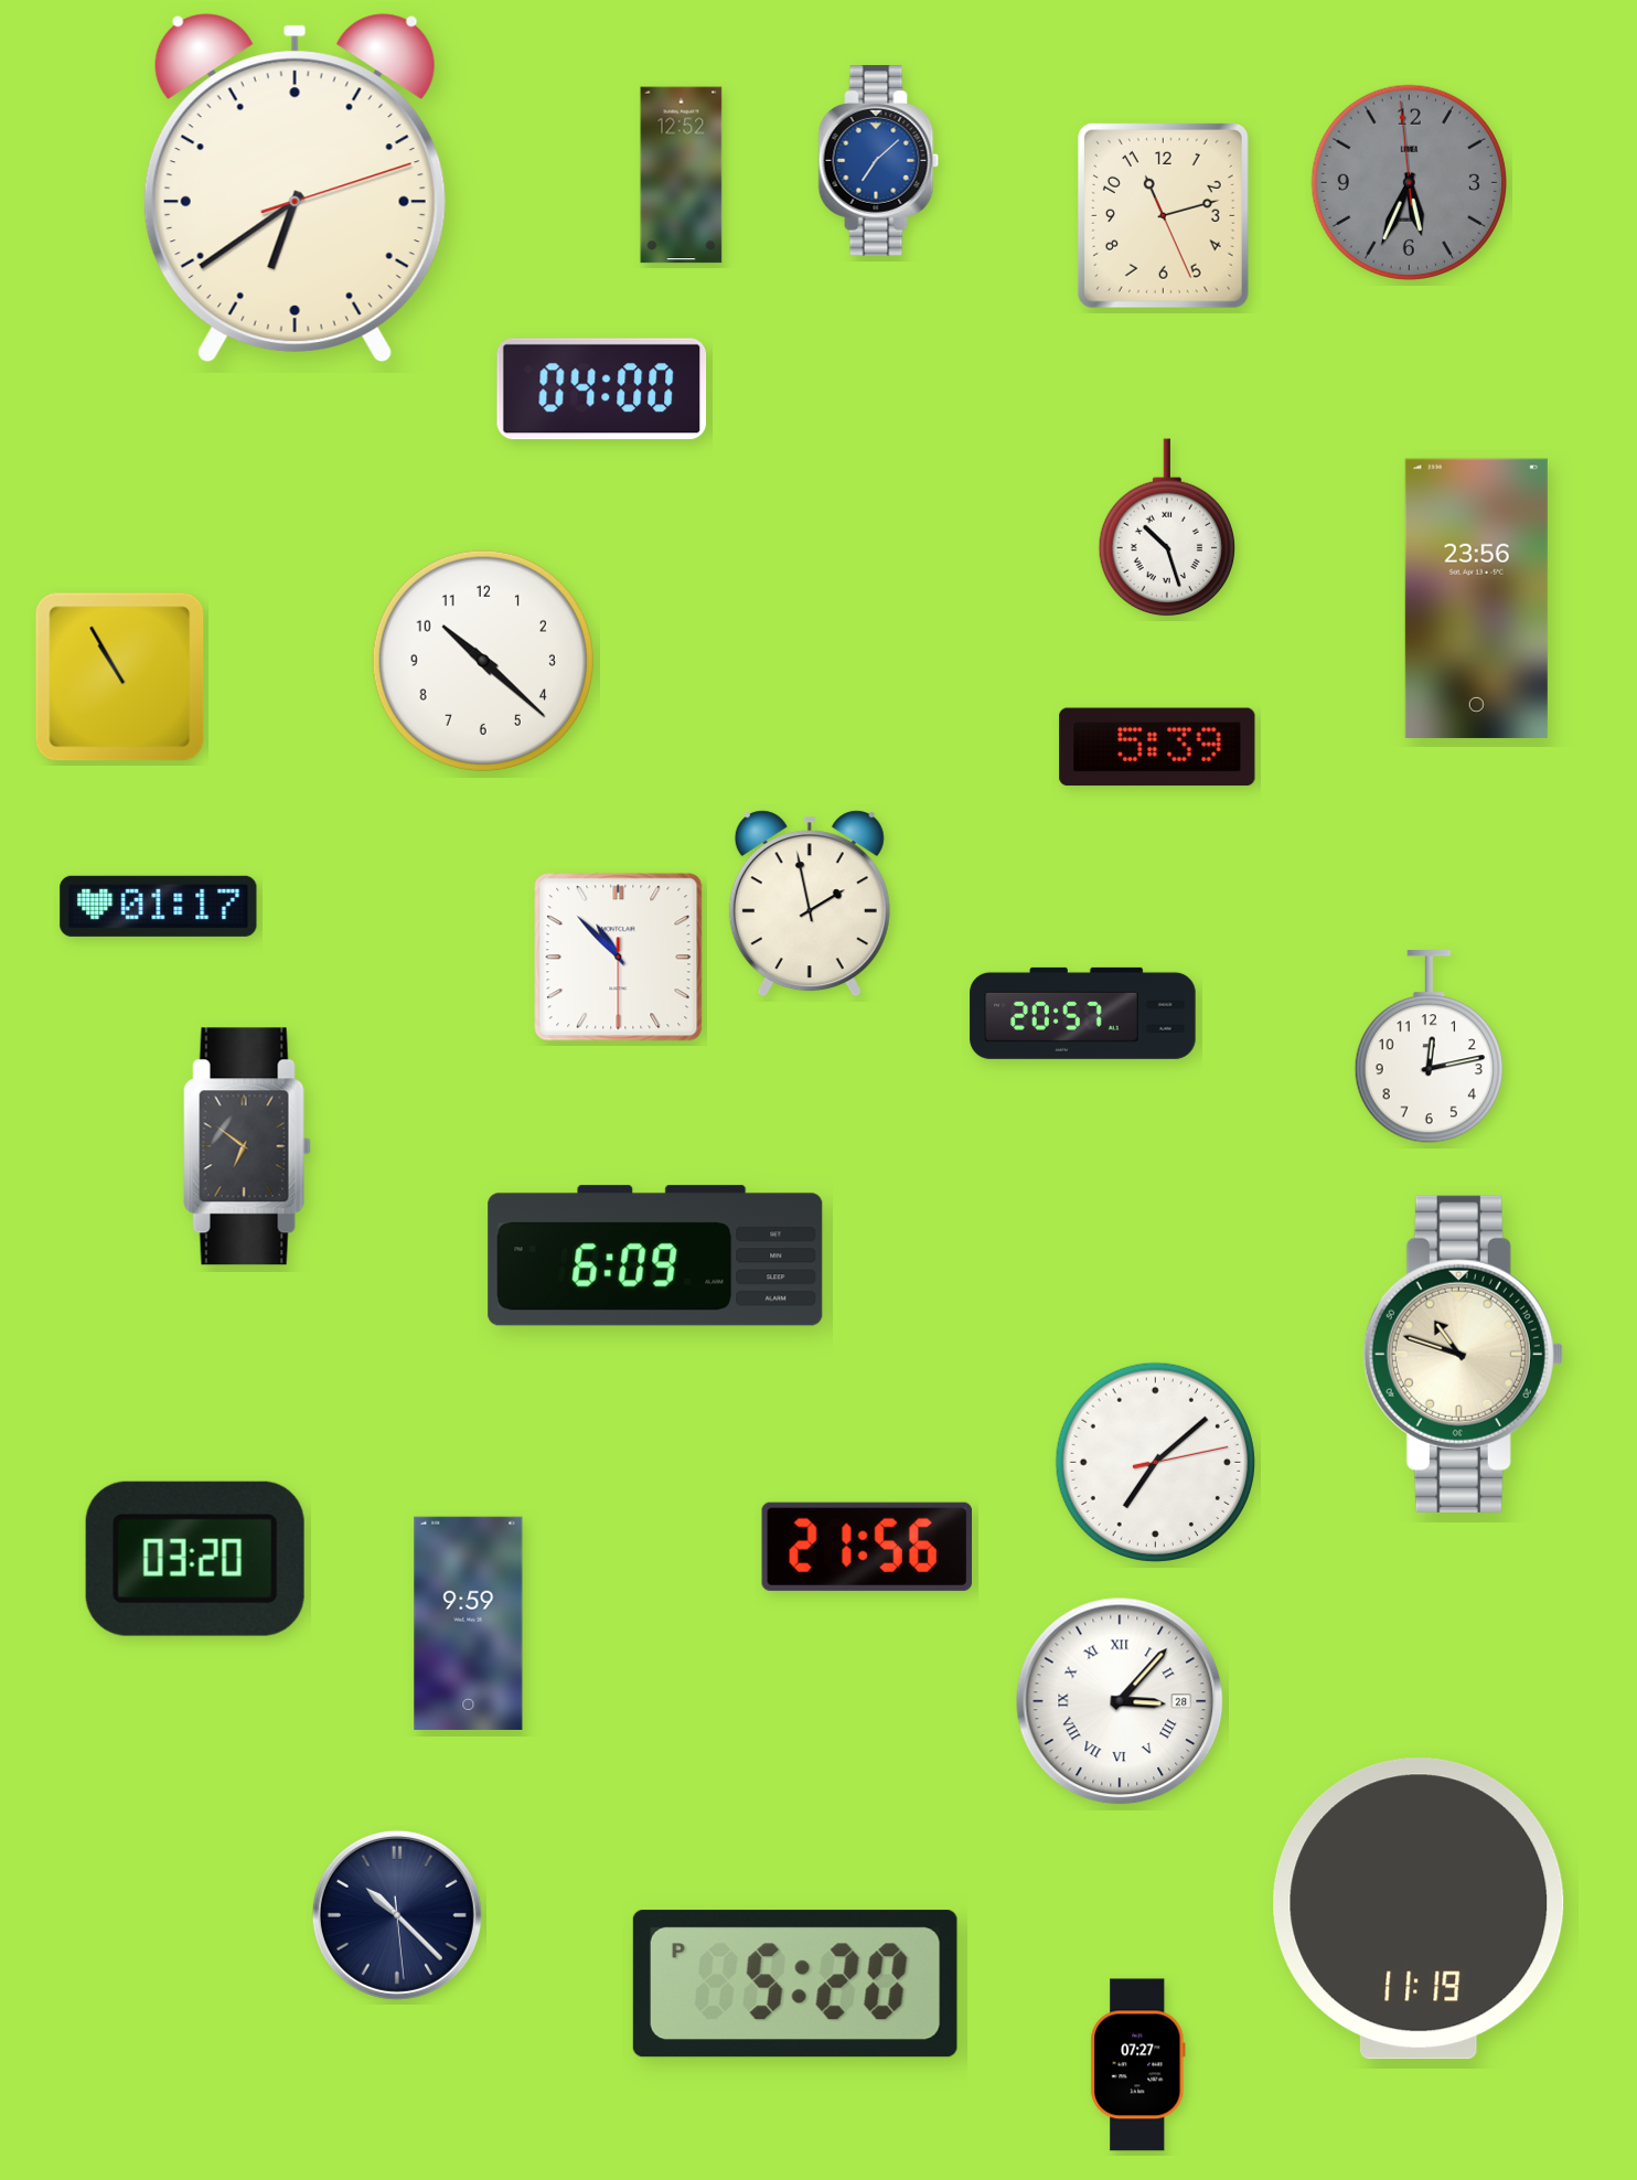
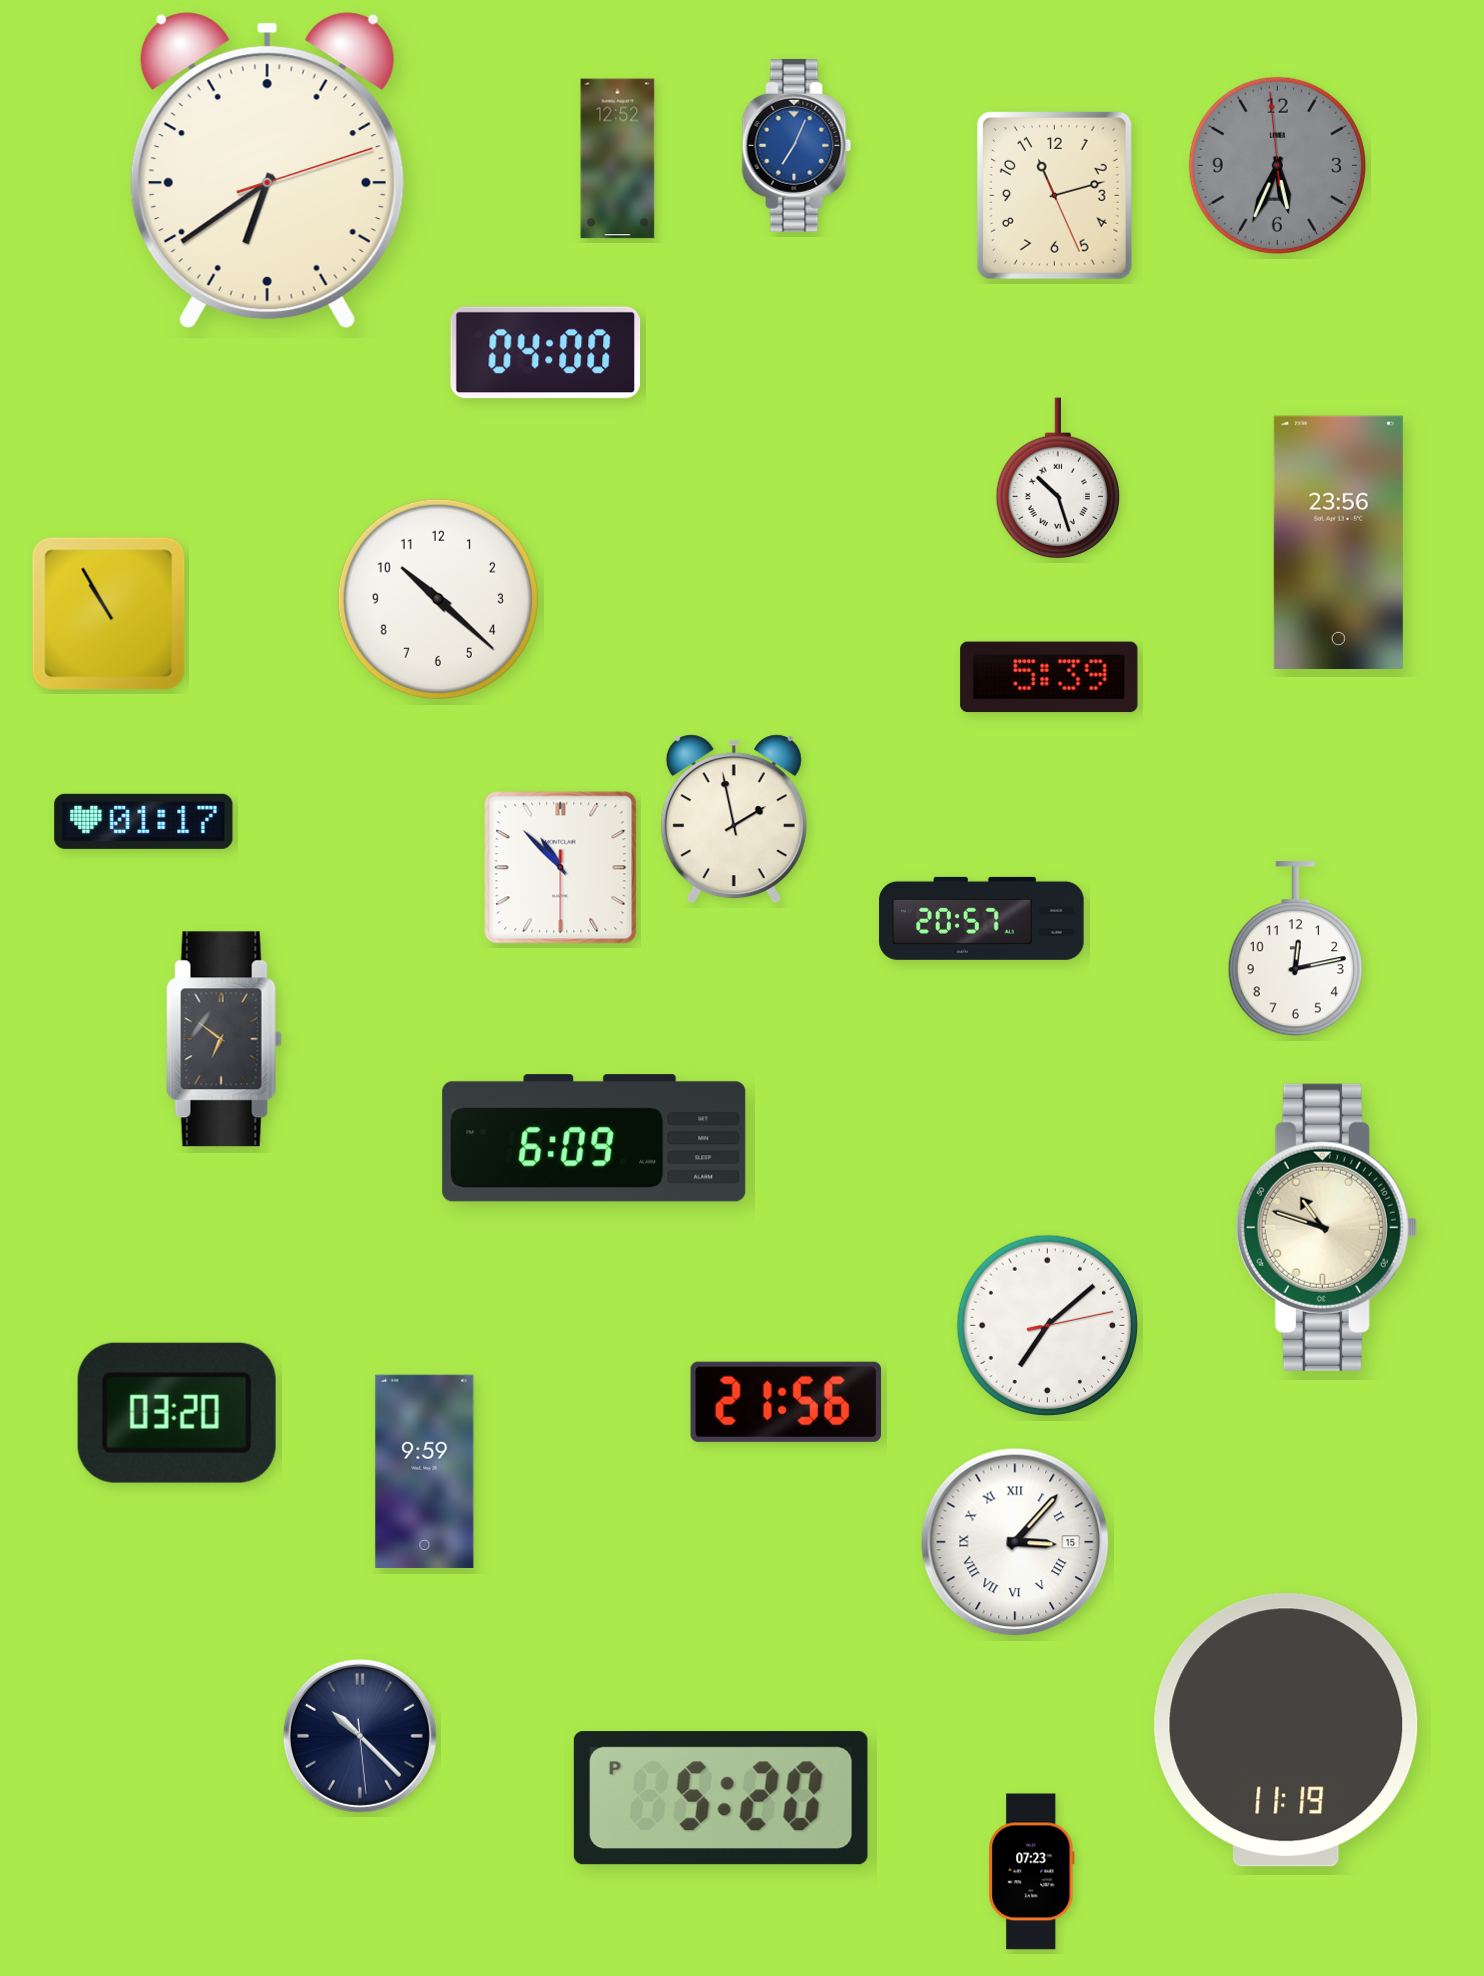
clock at (879, 161): 7:08 -> 7:04
clock at (1120, 1701) date: 28 -> 15
clock at (1138, 2065): 07:27 -> 07:23
